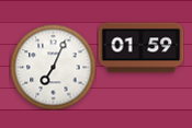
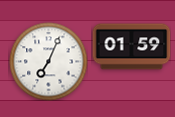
clock at (140, 48) position: (140, 48) -> (131, 47)
